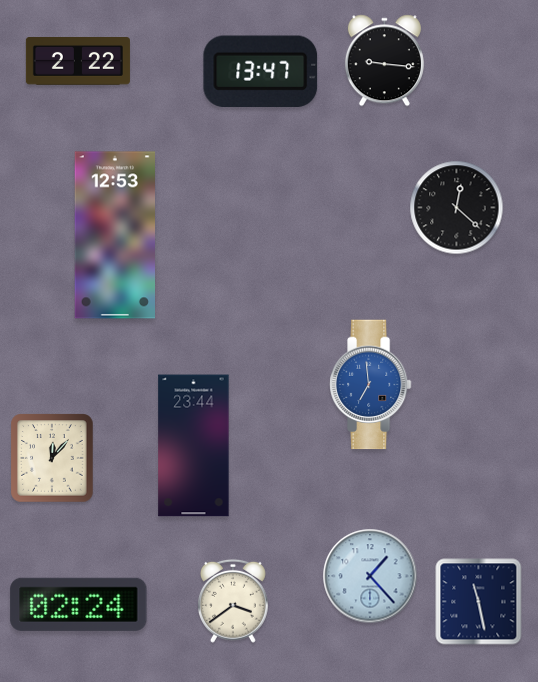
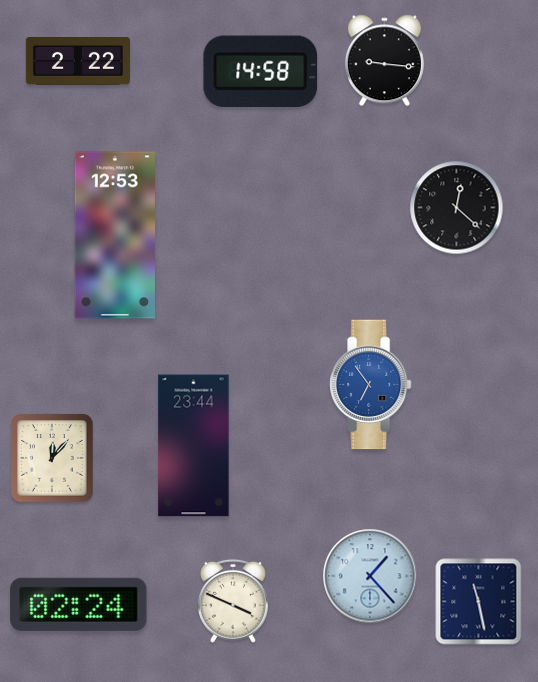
clock at (261, 71): 13:47 -> 14:58
clock at (370, 385): 6:59 -> 6:54
clock at (233, 601): 3:39 -> 3:49
